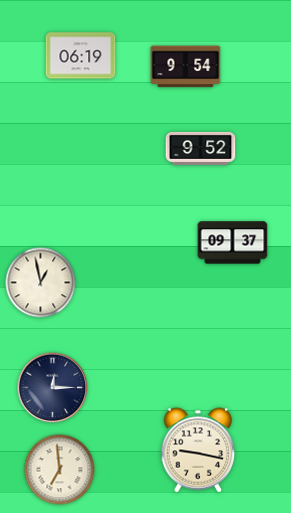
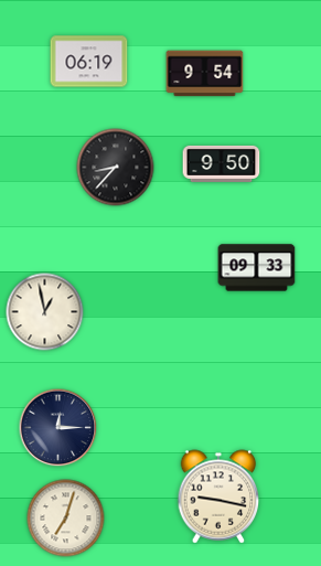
clock at (201, 148): 9:52 -> 9:50
clock at (116, 168): none -> 8:37
clock at (233, 243): 09:37 -> 09:33
clock at (60, 470): 6:59 -> 7:03
